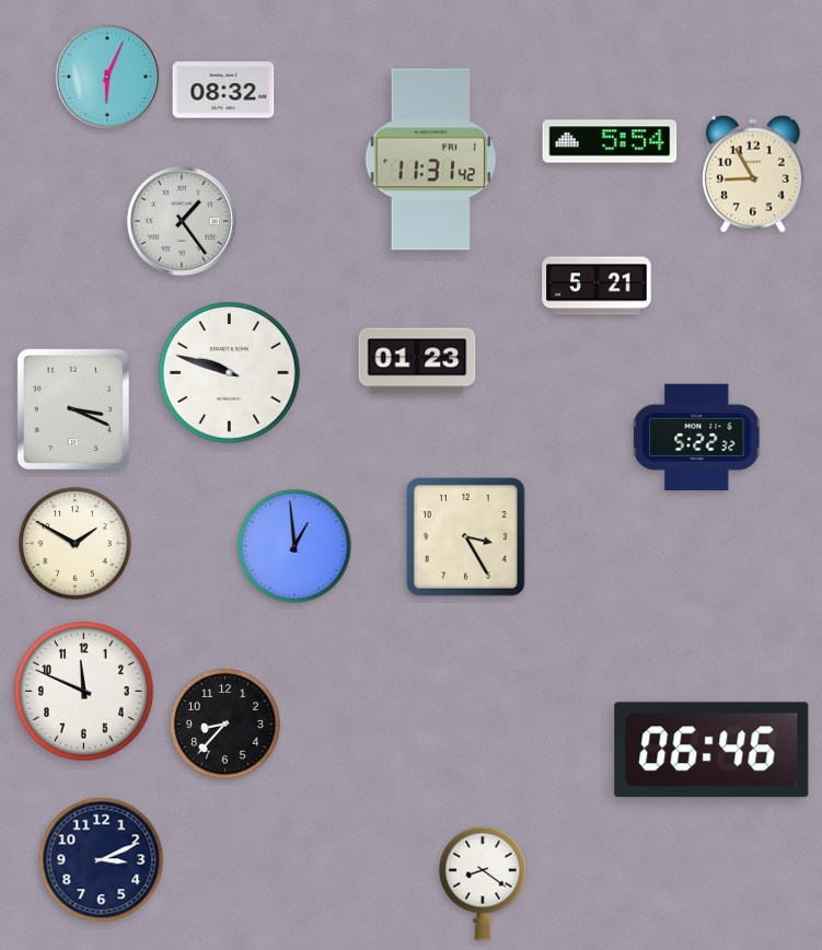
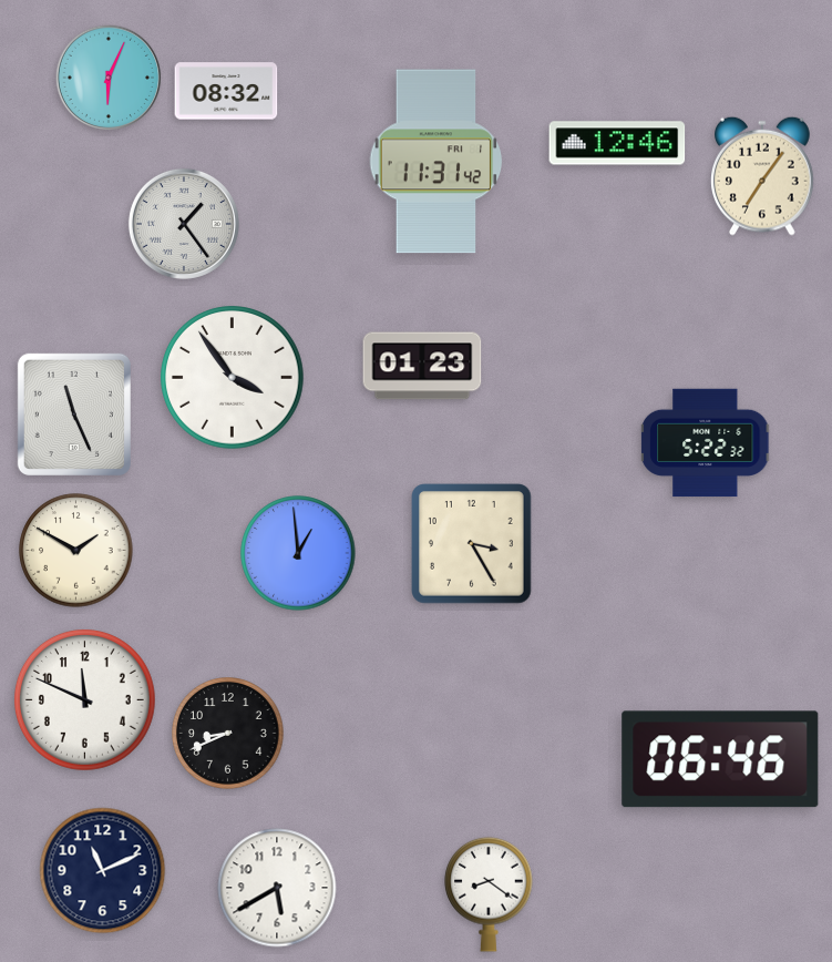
clock at (610, 141): 5:54 -> 12:46
clock at (754, 174): 8:55 -> 7:06
clock at (597, 286): 5:21 -> none
clock at (230, 373): 9:48 -> 3:54
clock at (73, 409): 3:19 -> 11:26
clock at (225, 725): 8:37 -> 8:41
clock at (102, 860): 3:11 -> 11:11
clock at (277, 888): none -> 5:40
